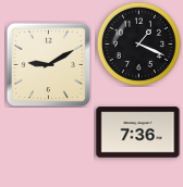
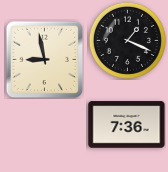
clock at (48, 64): 9:10 -> 8:58
clock at (138, 133) position: (138, 133) -> (127, 125)
